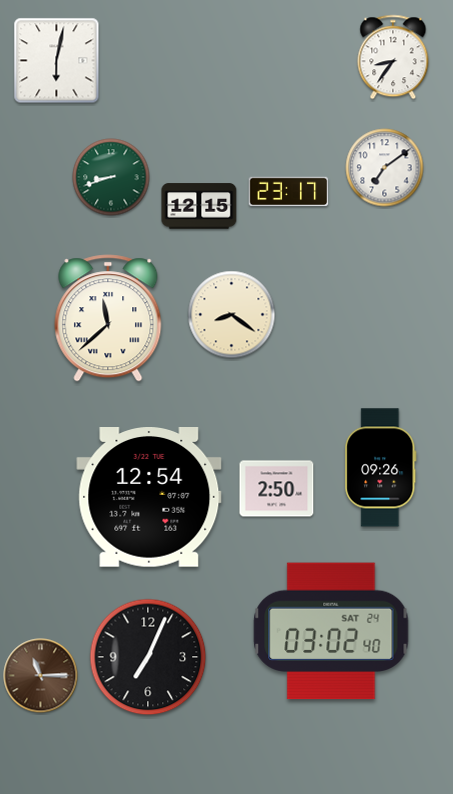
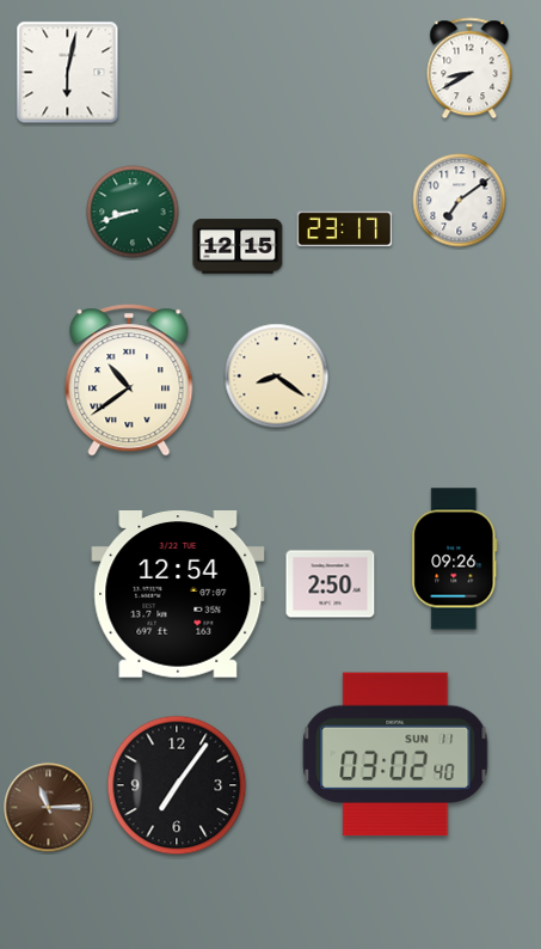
clock at (393, 57): 8:36 -> 8:40
clock at (108, 318): 11:38 -> 10:39
clock at (331, 631) date: SAT 24 -> SUN 11
clock at (148, 657): 7:04 -> 7:06
